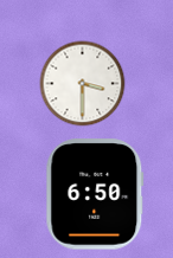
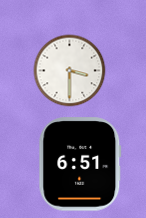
clock at (95, 194): 6:50 -> 6:51
